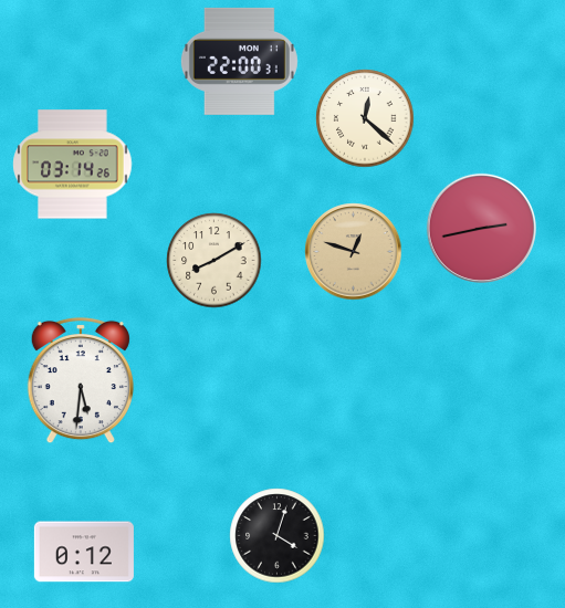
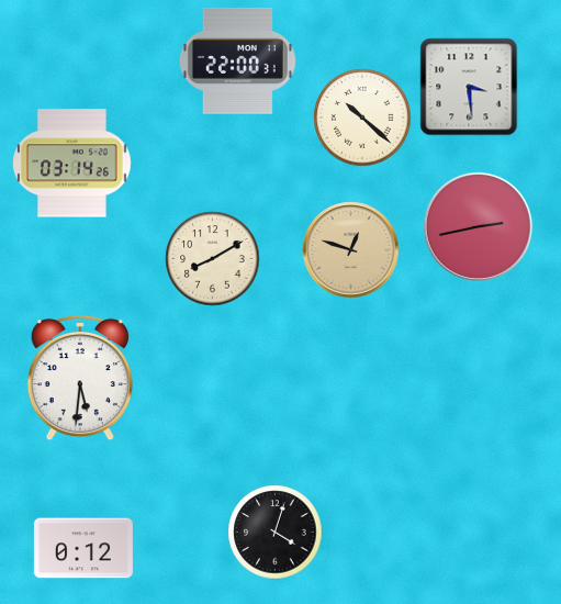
clock at (469, 87): none -> 3:29
clock at (365, 118): 12:22 -> 10:22
